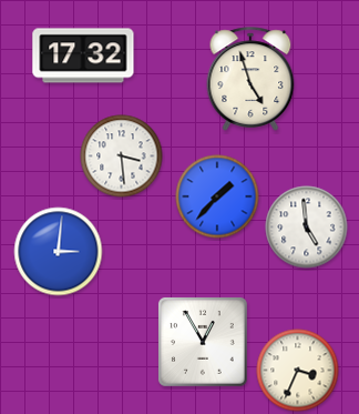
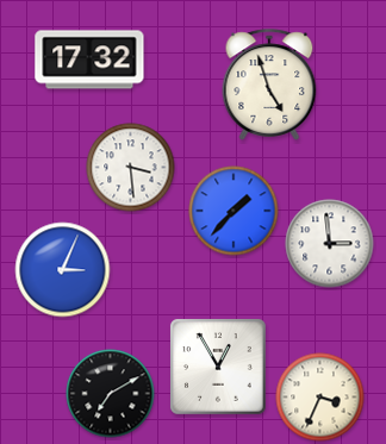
clock at (307, 228): 4:59 -> 2:59
clock at (59, 252): 3:01 -> 3:04
clock at (111, 394): none -> 7:10
